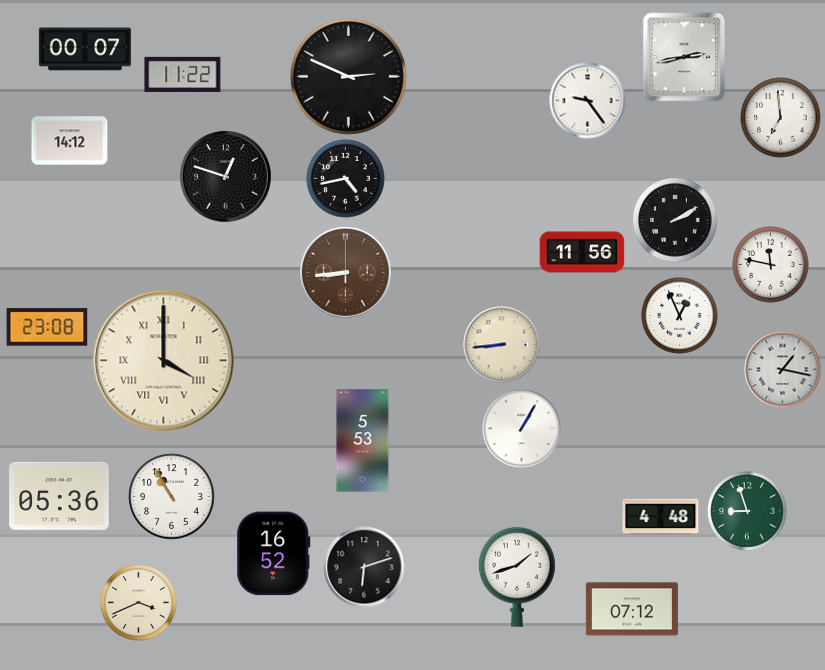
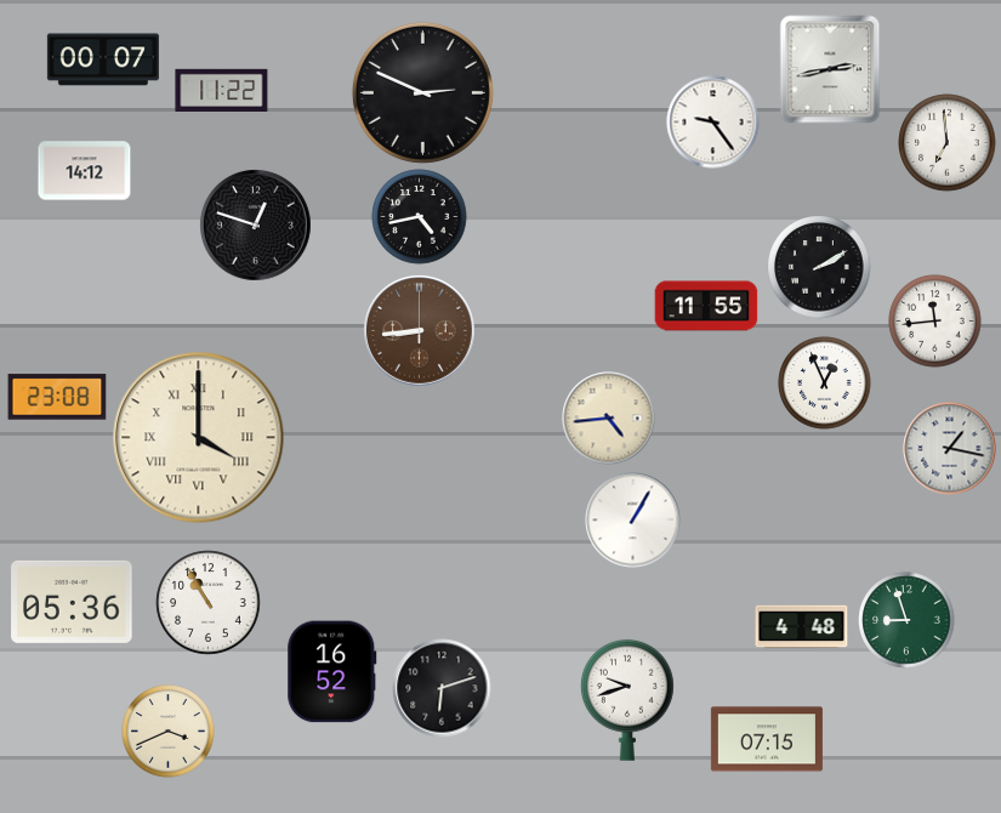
clock at (226, 177) position: (226, 177) -> (256, 226)
clock at (582, 252): 11:56 -> 11:55
clock at (771, 265): 11:47 -> 11:44
clock at (502, 345): 8:44 -> 4:44
clock at (363, 441): 5:53 -> none
clock at (517, 577): 1:42 -> 9:42
clock at (632, 609): 07:12 -> 07:15
